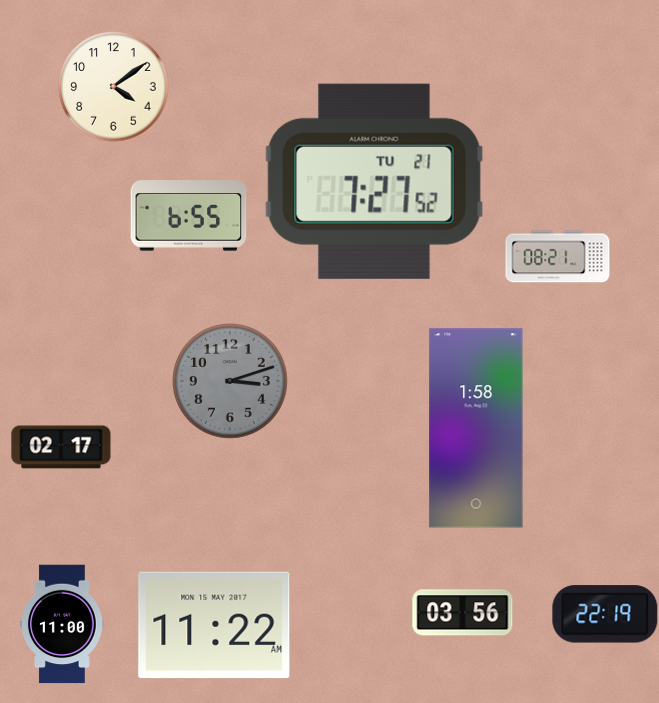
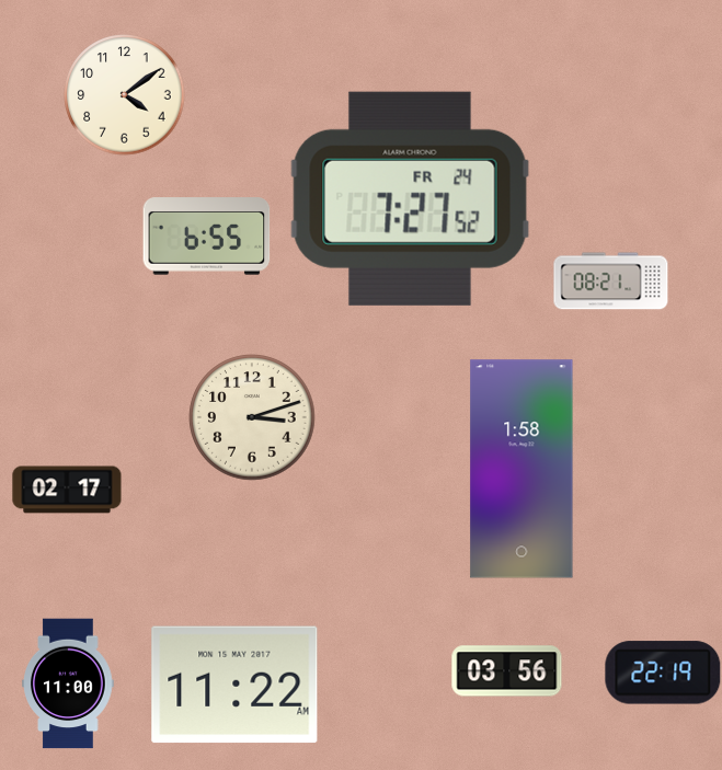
clock at (375, 181) date: TU 21 -> FR 24
clock at (230, 381) dial: grey -> cream
